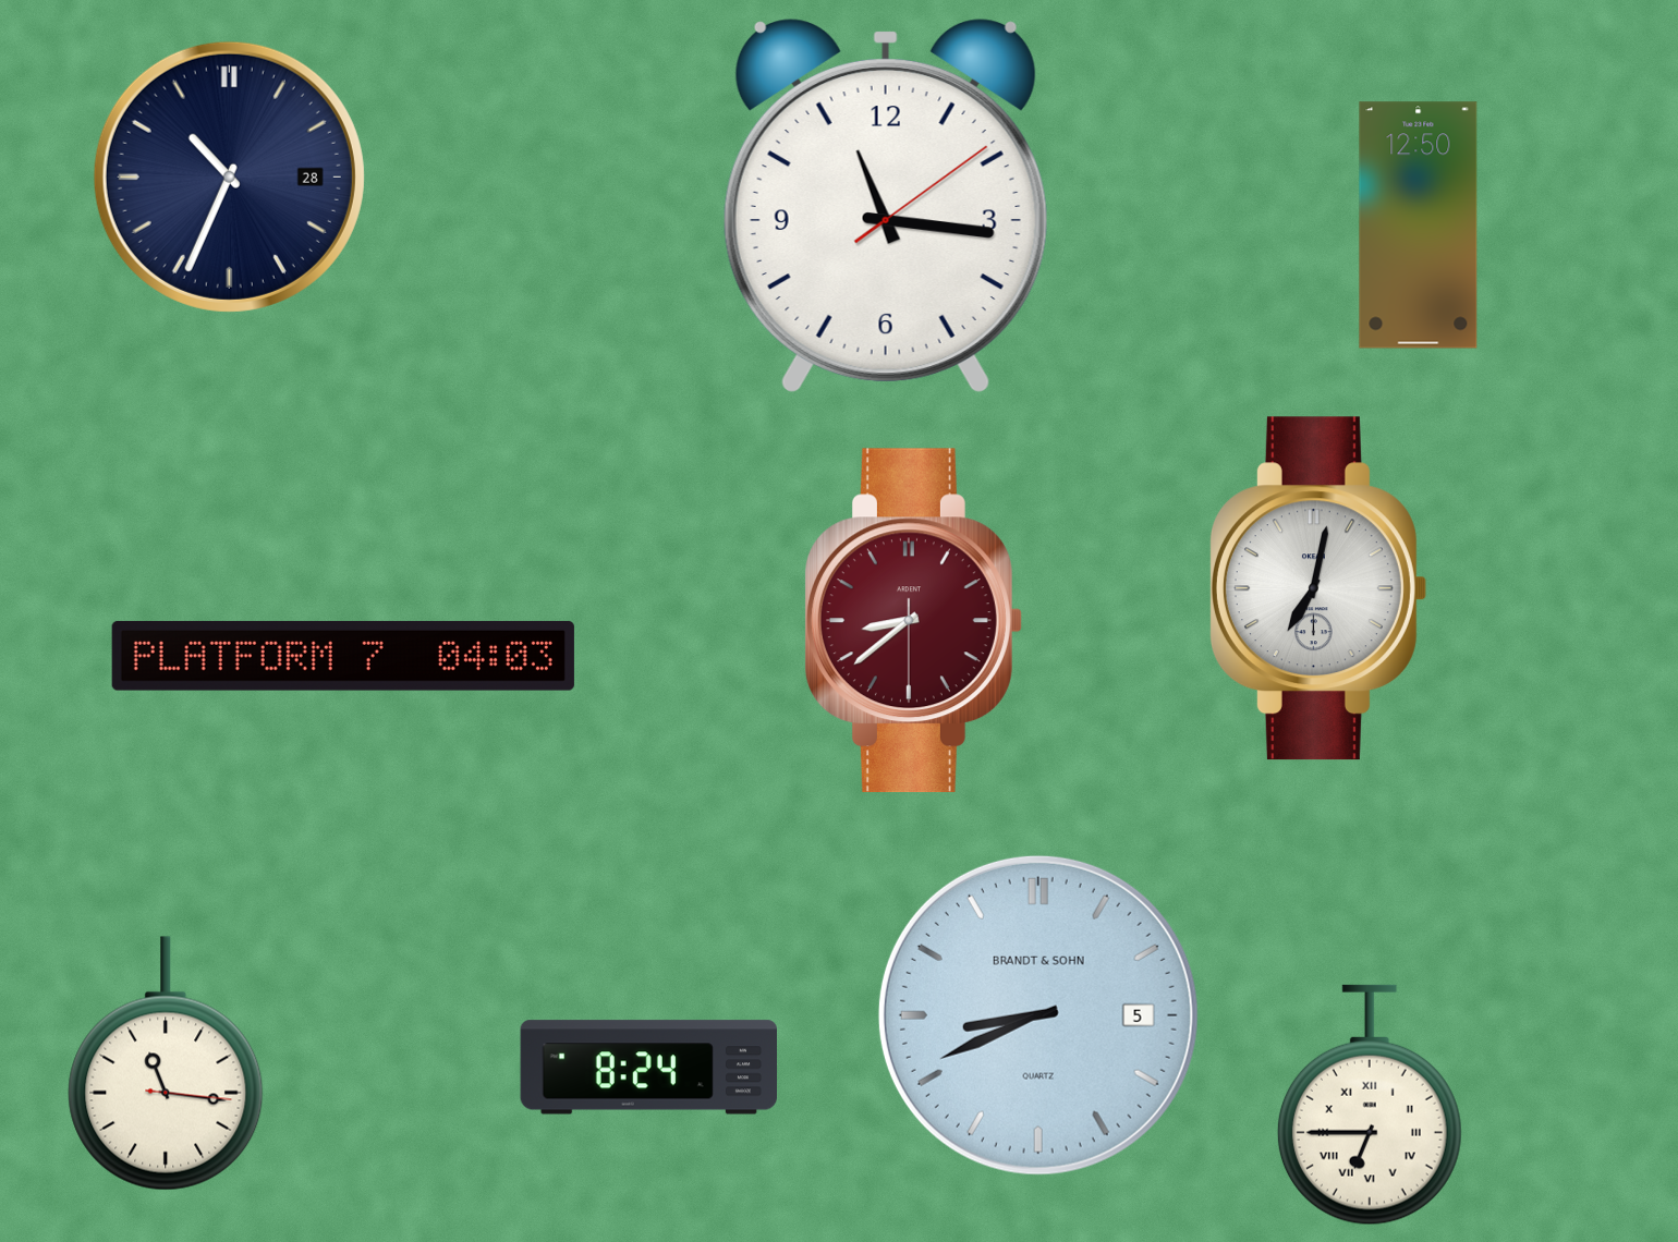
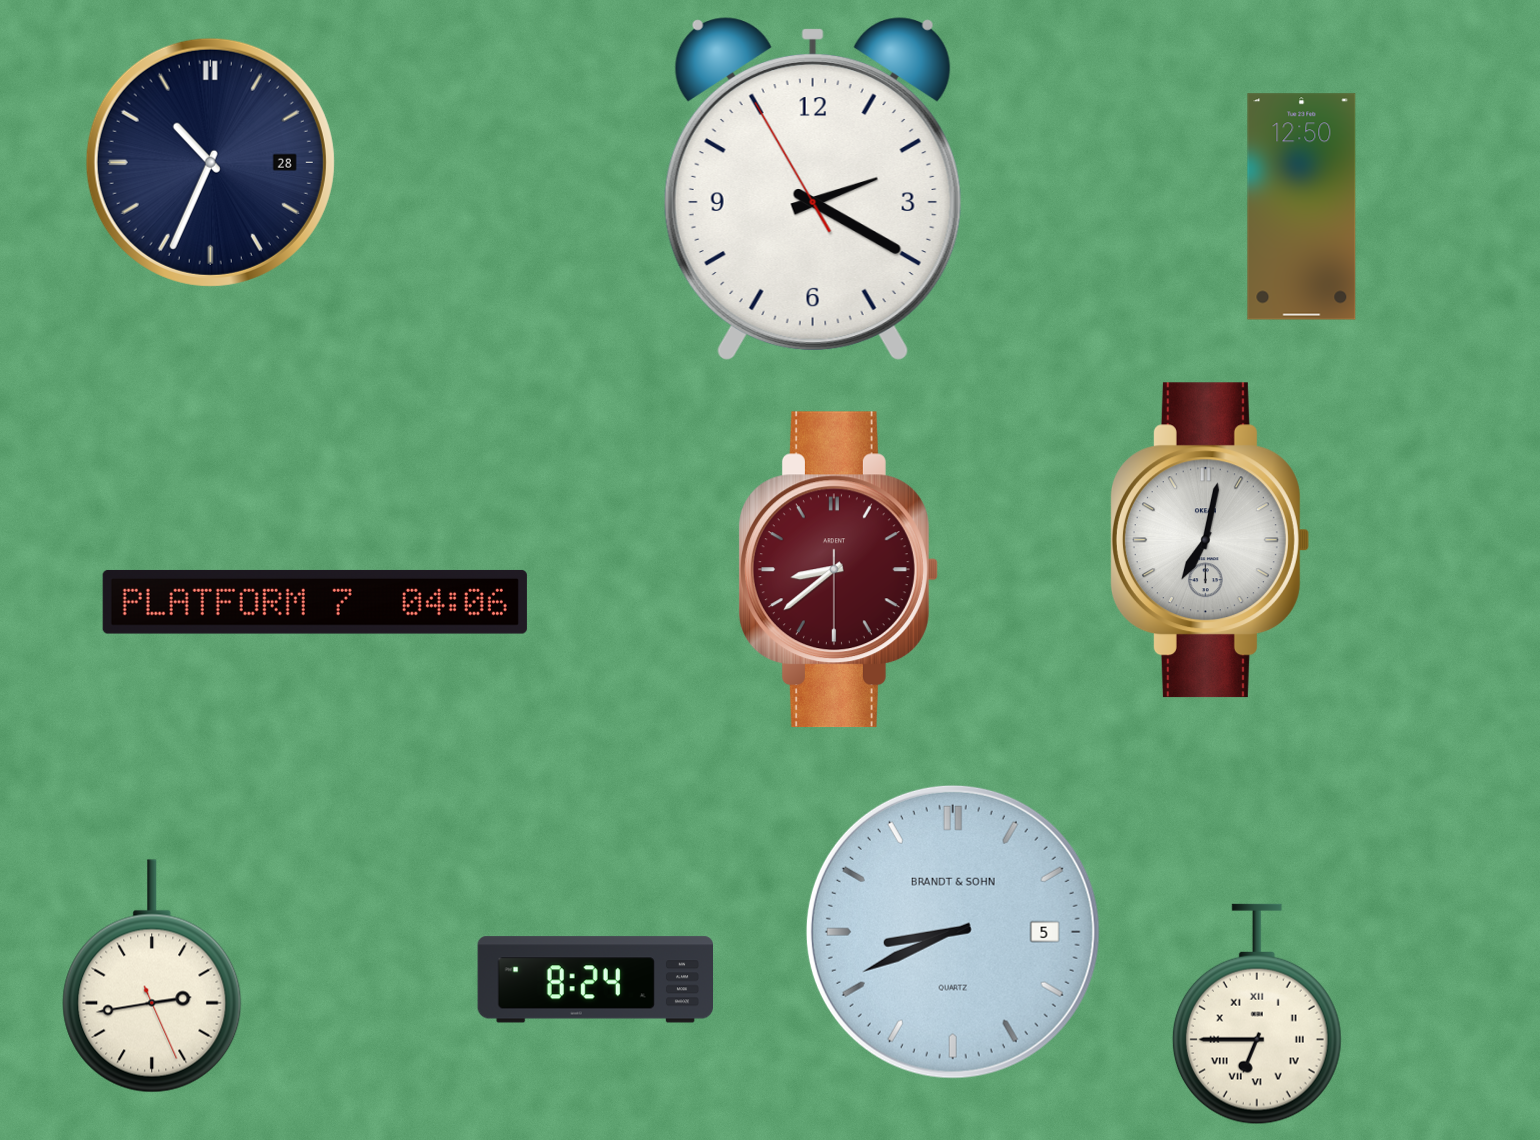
clock at (886, 206): 11:16 -> 2:19
clock at (343, 656): 04:03 -> 04:06
clock at (166, 1063): 11:16 -> 2:43
